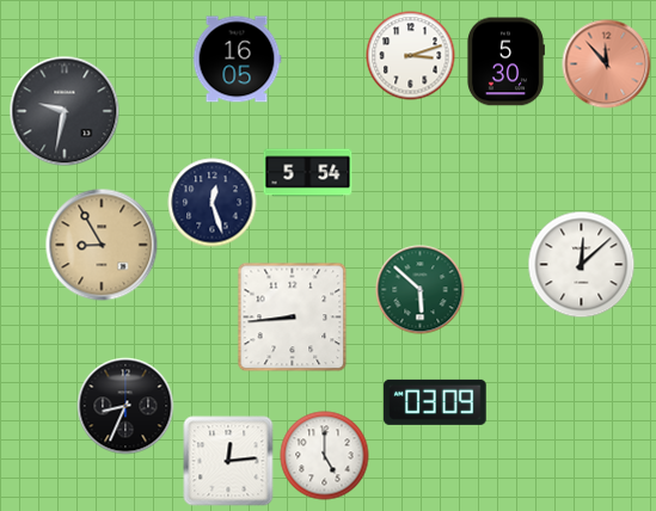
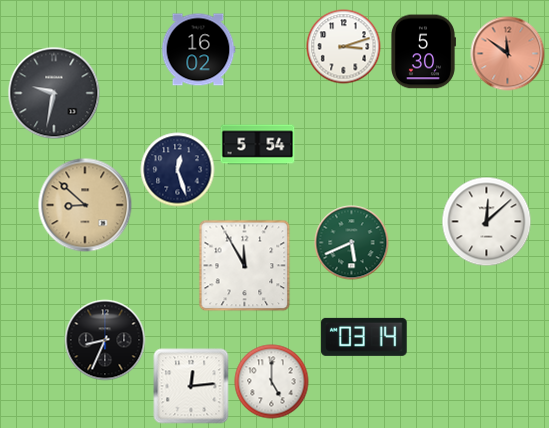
clock at (237, 60): 16:05 -> 16:02
clock at (607, 64): 11:53 -> 11:51
clock at (102, 245): 8:55 -> 8:52
clock at (421, 290): 5:52 -> 5:41
clock at (293, 318): 8:44 -> 11:55
clock at (435, 402): 03:09 -> 03:14
